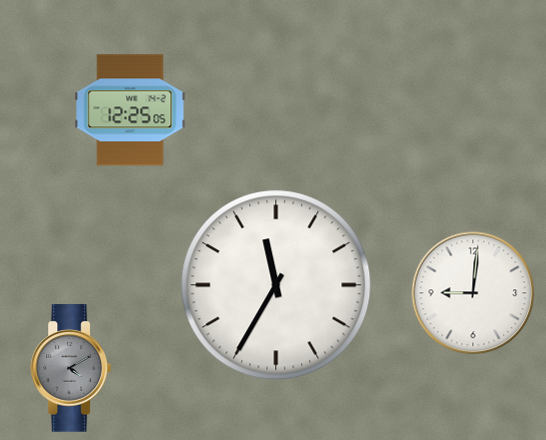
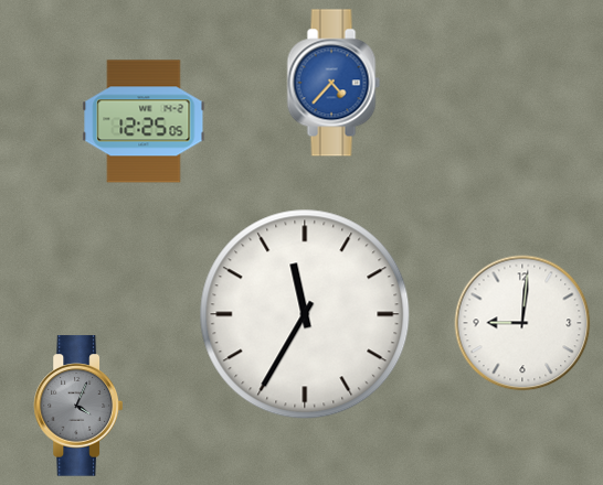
clock at (334, 83): none -> 4:37
clock at (70, 368): 4:10 -> 4:04
